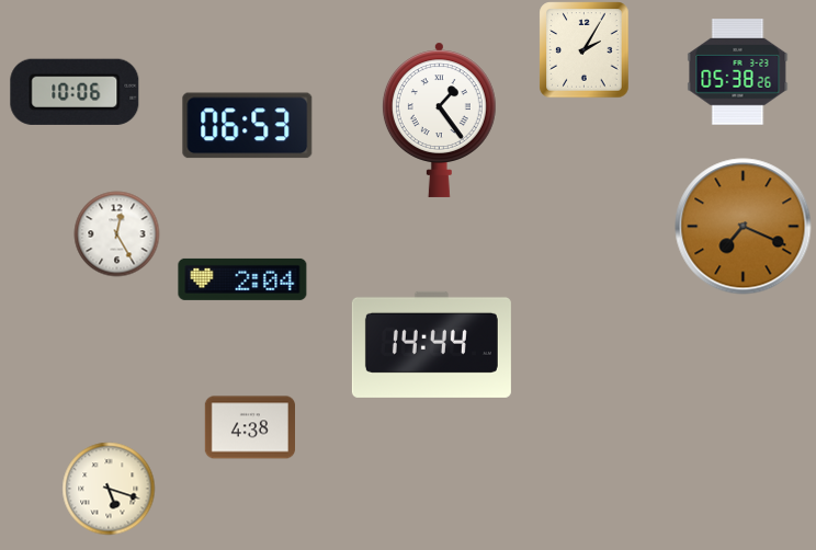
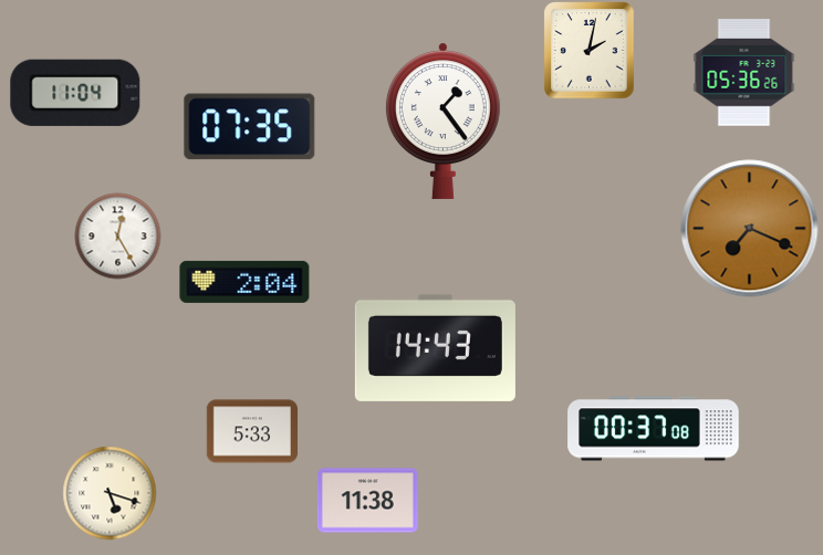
clock at (585, 49): 2:05 -> 2:02
clock at (738, 72): 05:38 -> 05:36
clock at (75, 92): 10:06 -> 11:04
clock at (248, 126): 06:53 -> 07:35
clock at (431, 344): 14:44 -> 14:43
clock at (654, 429): none -> 00:37
clock at (249, 427): 4:38 -> 5:33
clock at (367, 501): none -> 11:38
